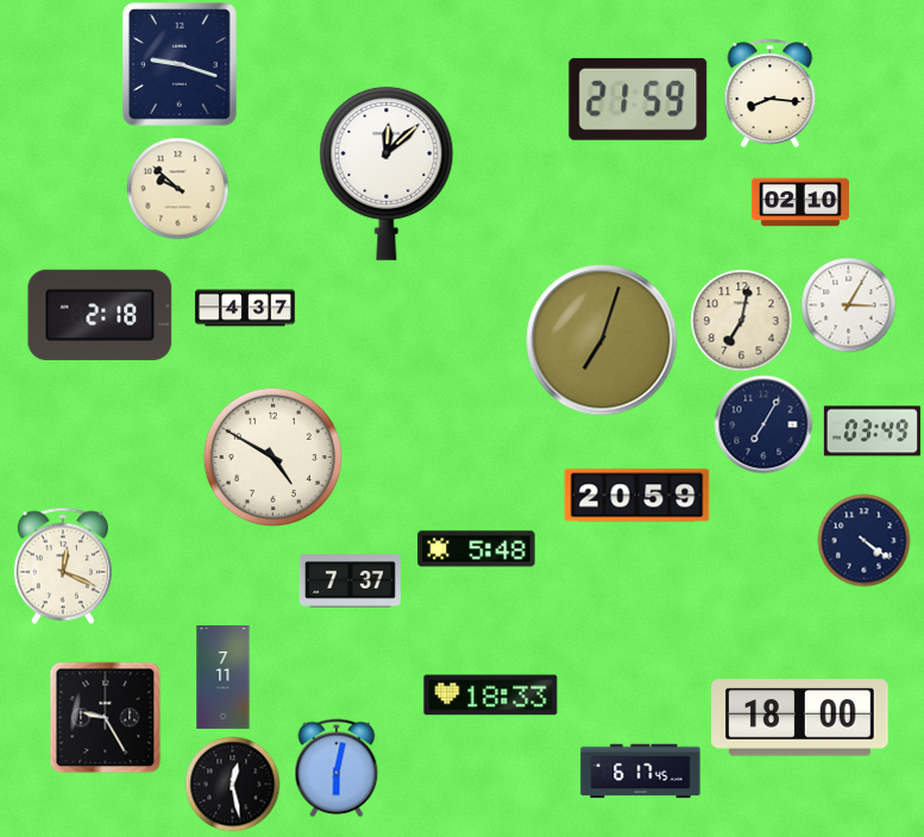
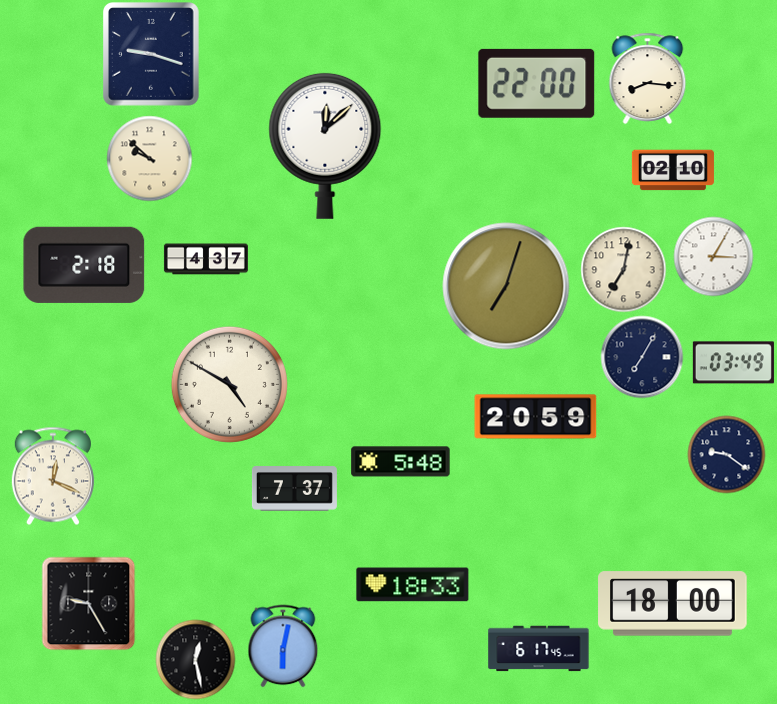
clock at (639, 99): 21:59 -> 22:00
clock at (863, 540): 4:21 -> 9:21
clock at (224, 676): 7:11 -> none
